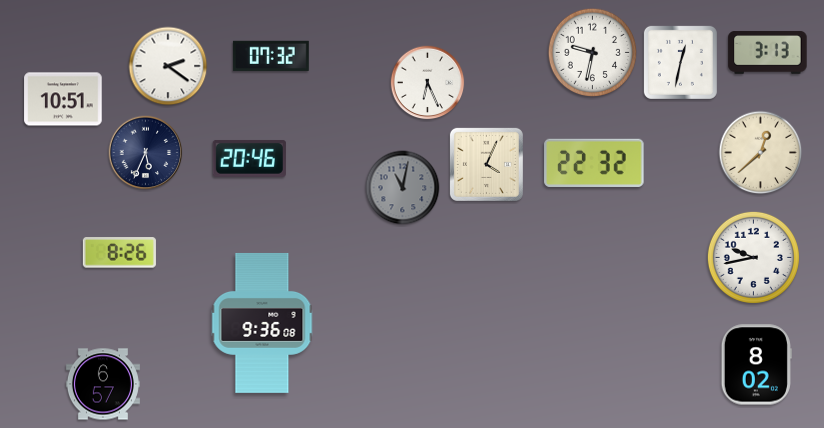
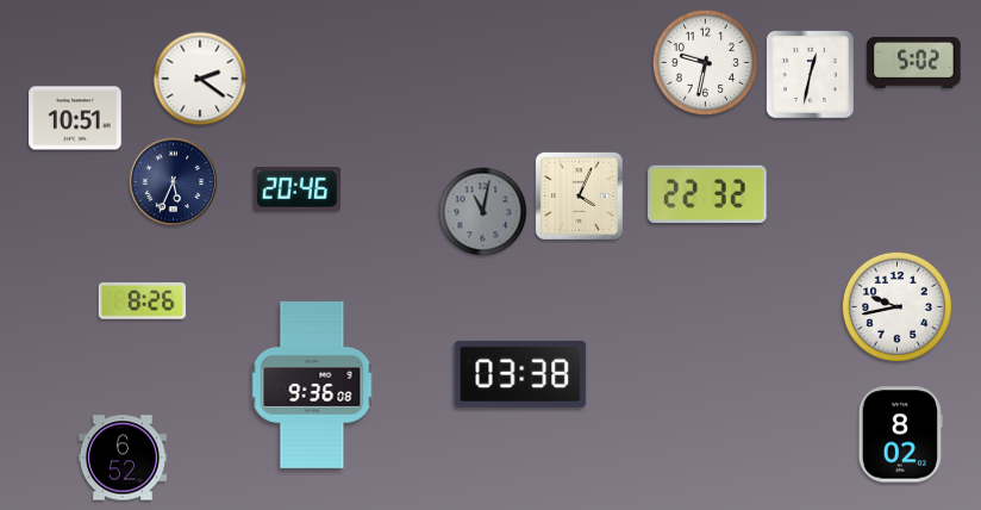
clock at (768, 52): 3:13 -> 5:02
clock at (271, 56): 07:32 -> none
clock at (428, 83): 6:26 -> none
clock at (761, 153): 12:38 -> none
clock at (403, 188) position: (403, 188) -> (483, 212)
clock at (520, 374): none -> 03:38
clock at (103, 384): 6:57 -> 6:52
